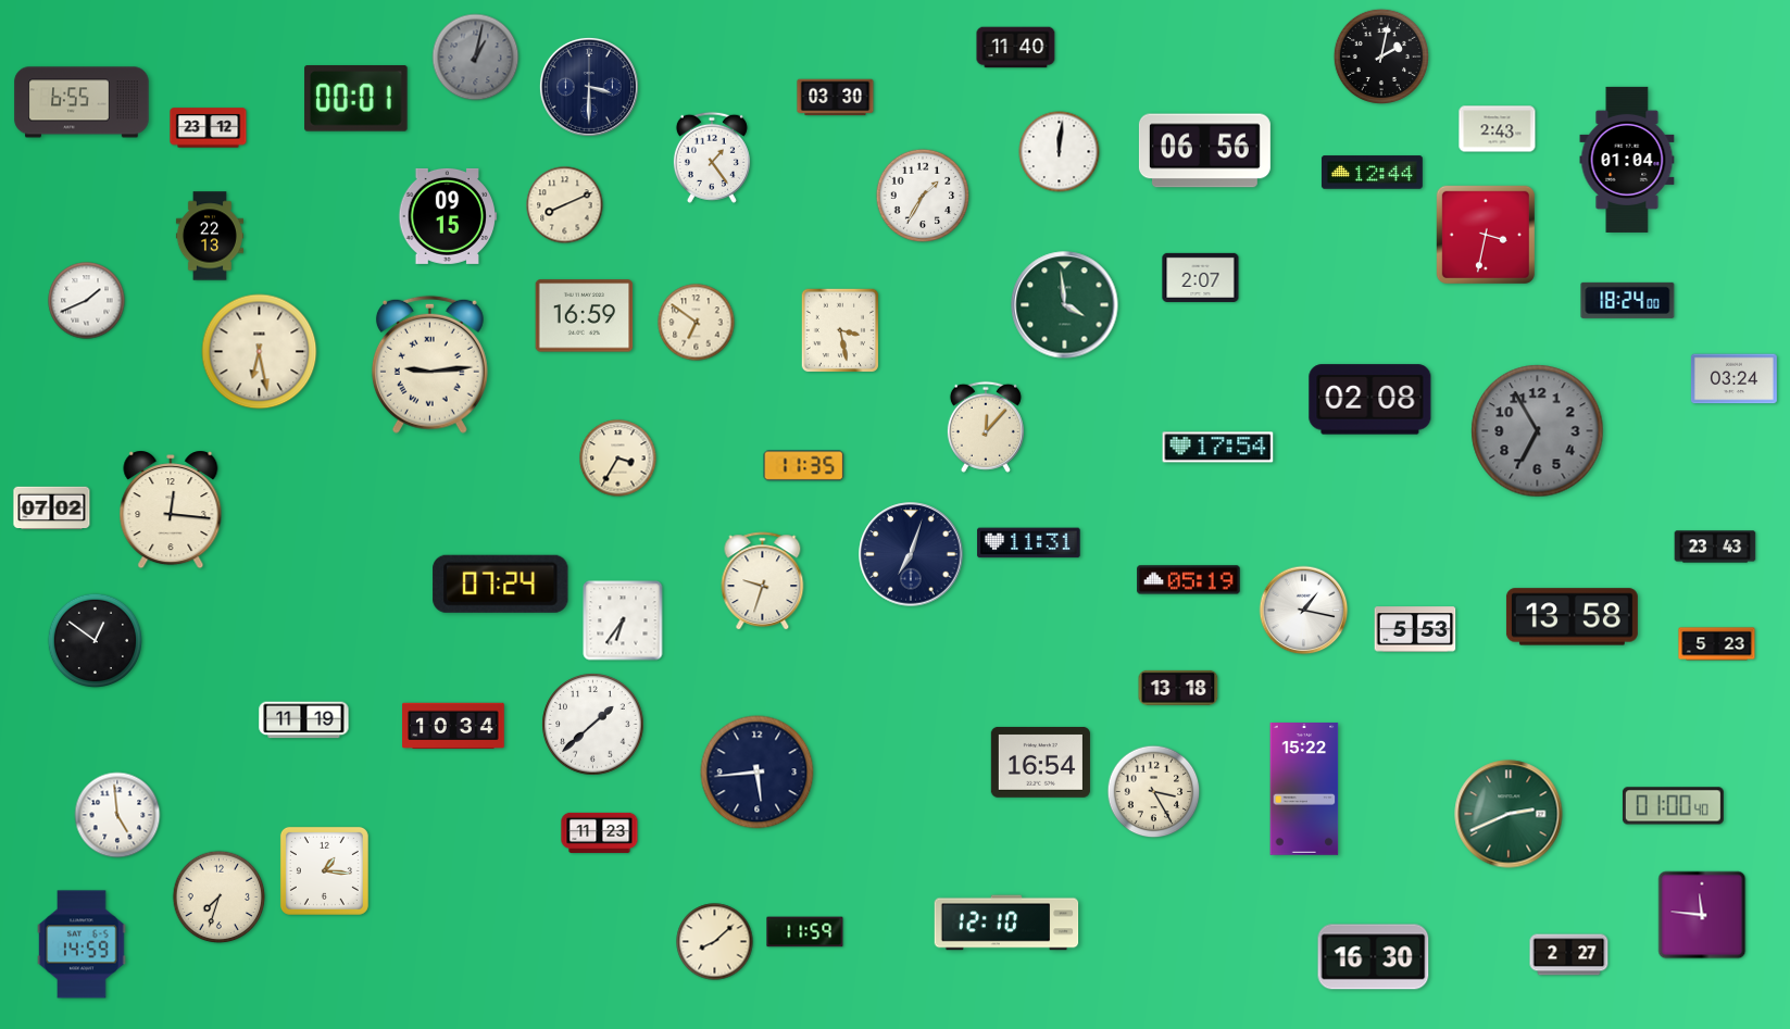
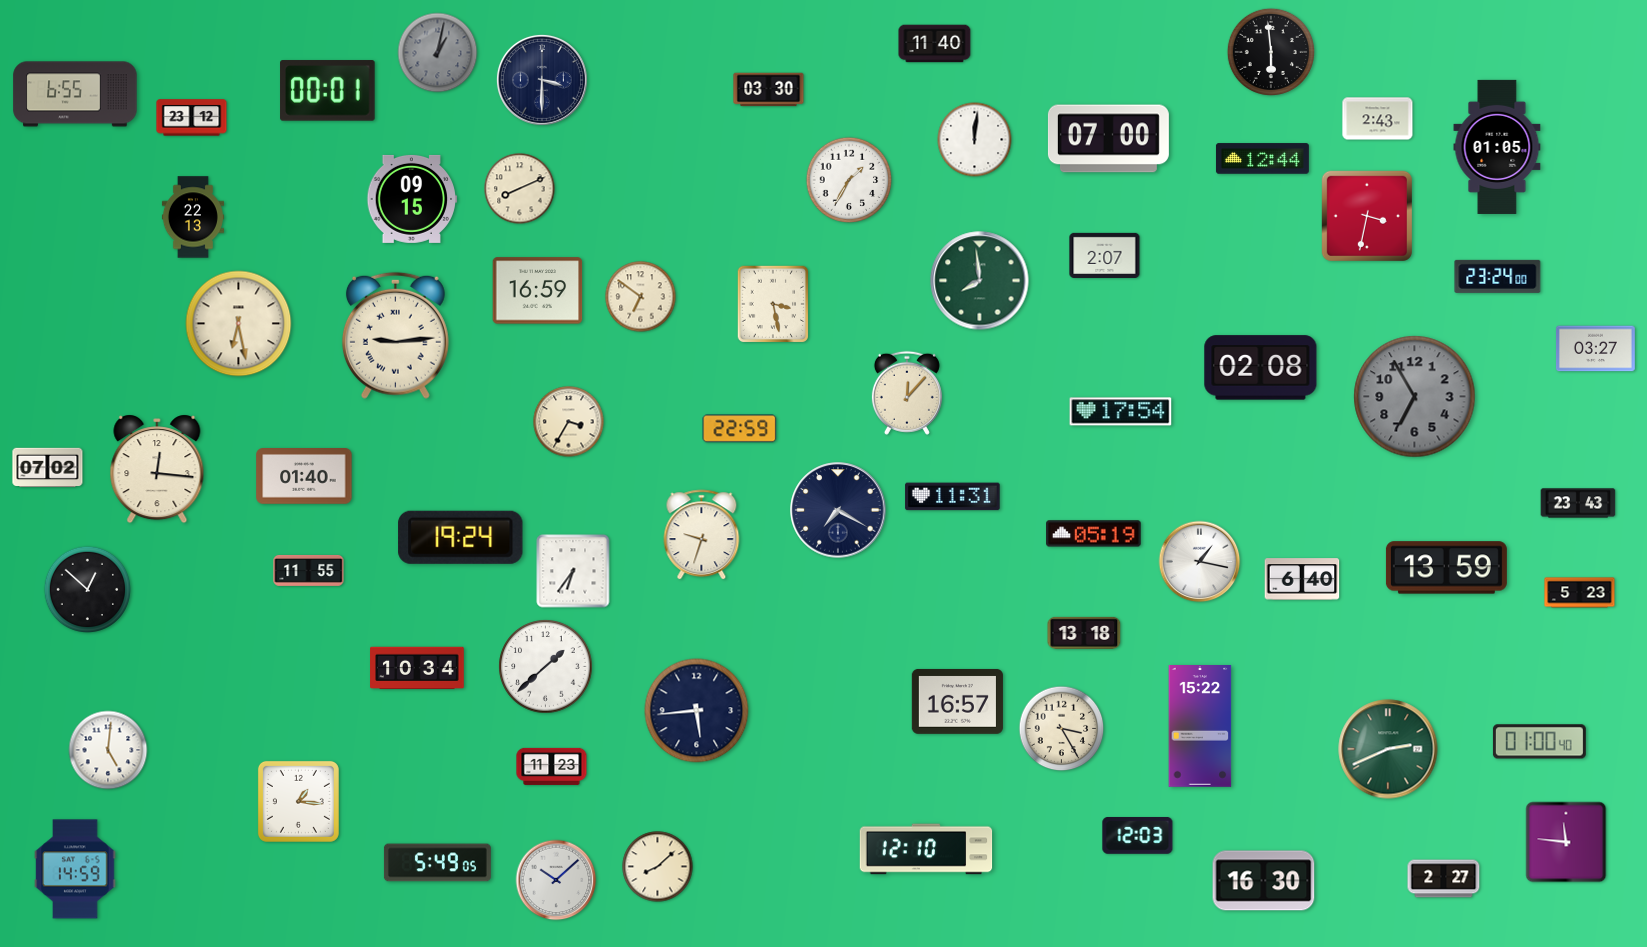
clock at (1381, 57): 2:02 -> 5:59
clock at (1204, 151): 06:56 -> 07:00
clock at (712, 158): 1:24 -> none
clock at (1627, 160): 01:04 -> 01:05
clock at (1628, 300): 18:24 -> 23:24
clock at (87, 301): 1:41 -> none
clock at (1065, 305): 3:59 -> 7:59
clock at (1733, 379): 03:24 -> 03:27
clock at (804, 466): 11:35 -> 22:59
clock at (304, 477): none -> 01:40
clock at (1029, 543) position: (1029, 543) -> (953, 497)
clock at (911, 554): 7:03 -> 7:20
clock at (501, 583): 07:24 -> 19:24
clock at (1572, 617): 13:58 -> 13:59
clock at (309, 570): none -> 11:55
clock at (1415, 629): 5:53 -> 6:40
clock at (96, 641): 12:51 -> 12:52
clock at (304, 720): 11:19 -> none
clock at (1040, 762): 16:54 -> 16:57
clock at (117, 815): 4:59 -> 5:01
clock at (220, 898): 7:33 -> none
clock at (1138, 836): none -> 12:03
clock at (805, 932): 11:59 -> none
clock at (437, 863): none -> 5:49
clock at (556, 880): none -> 10:08
